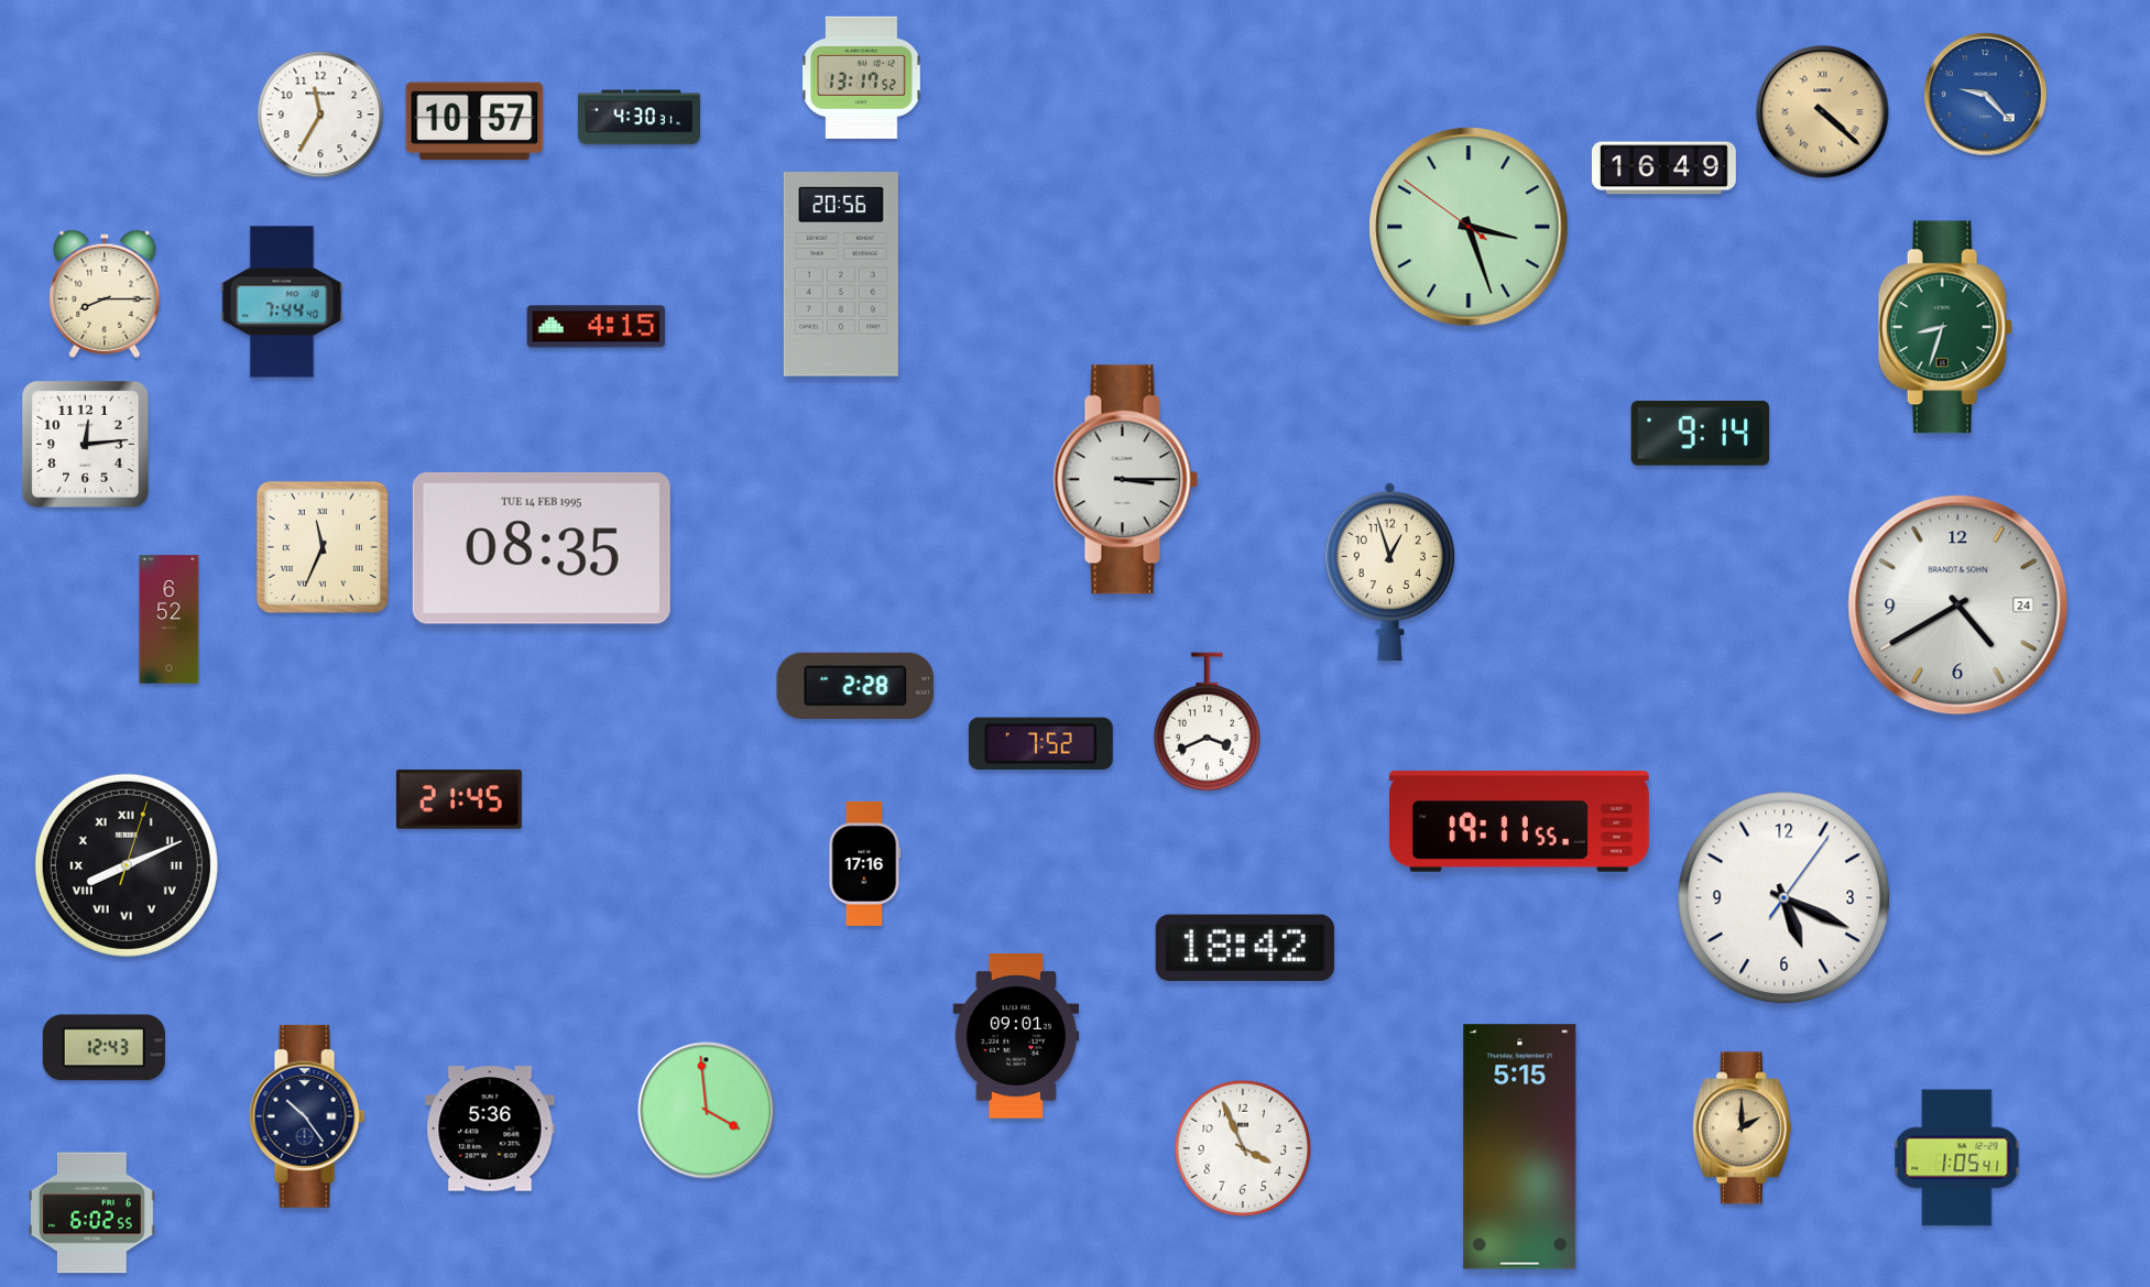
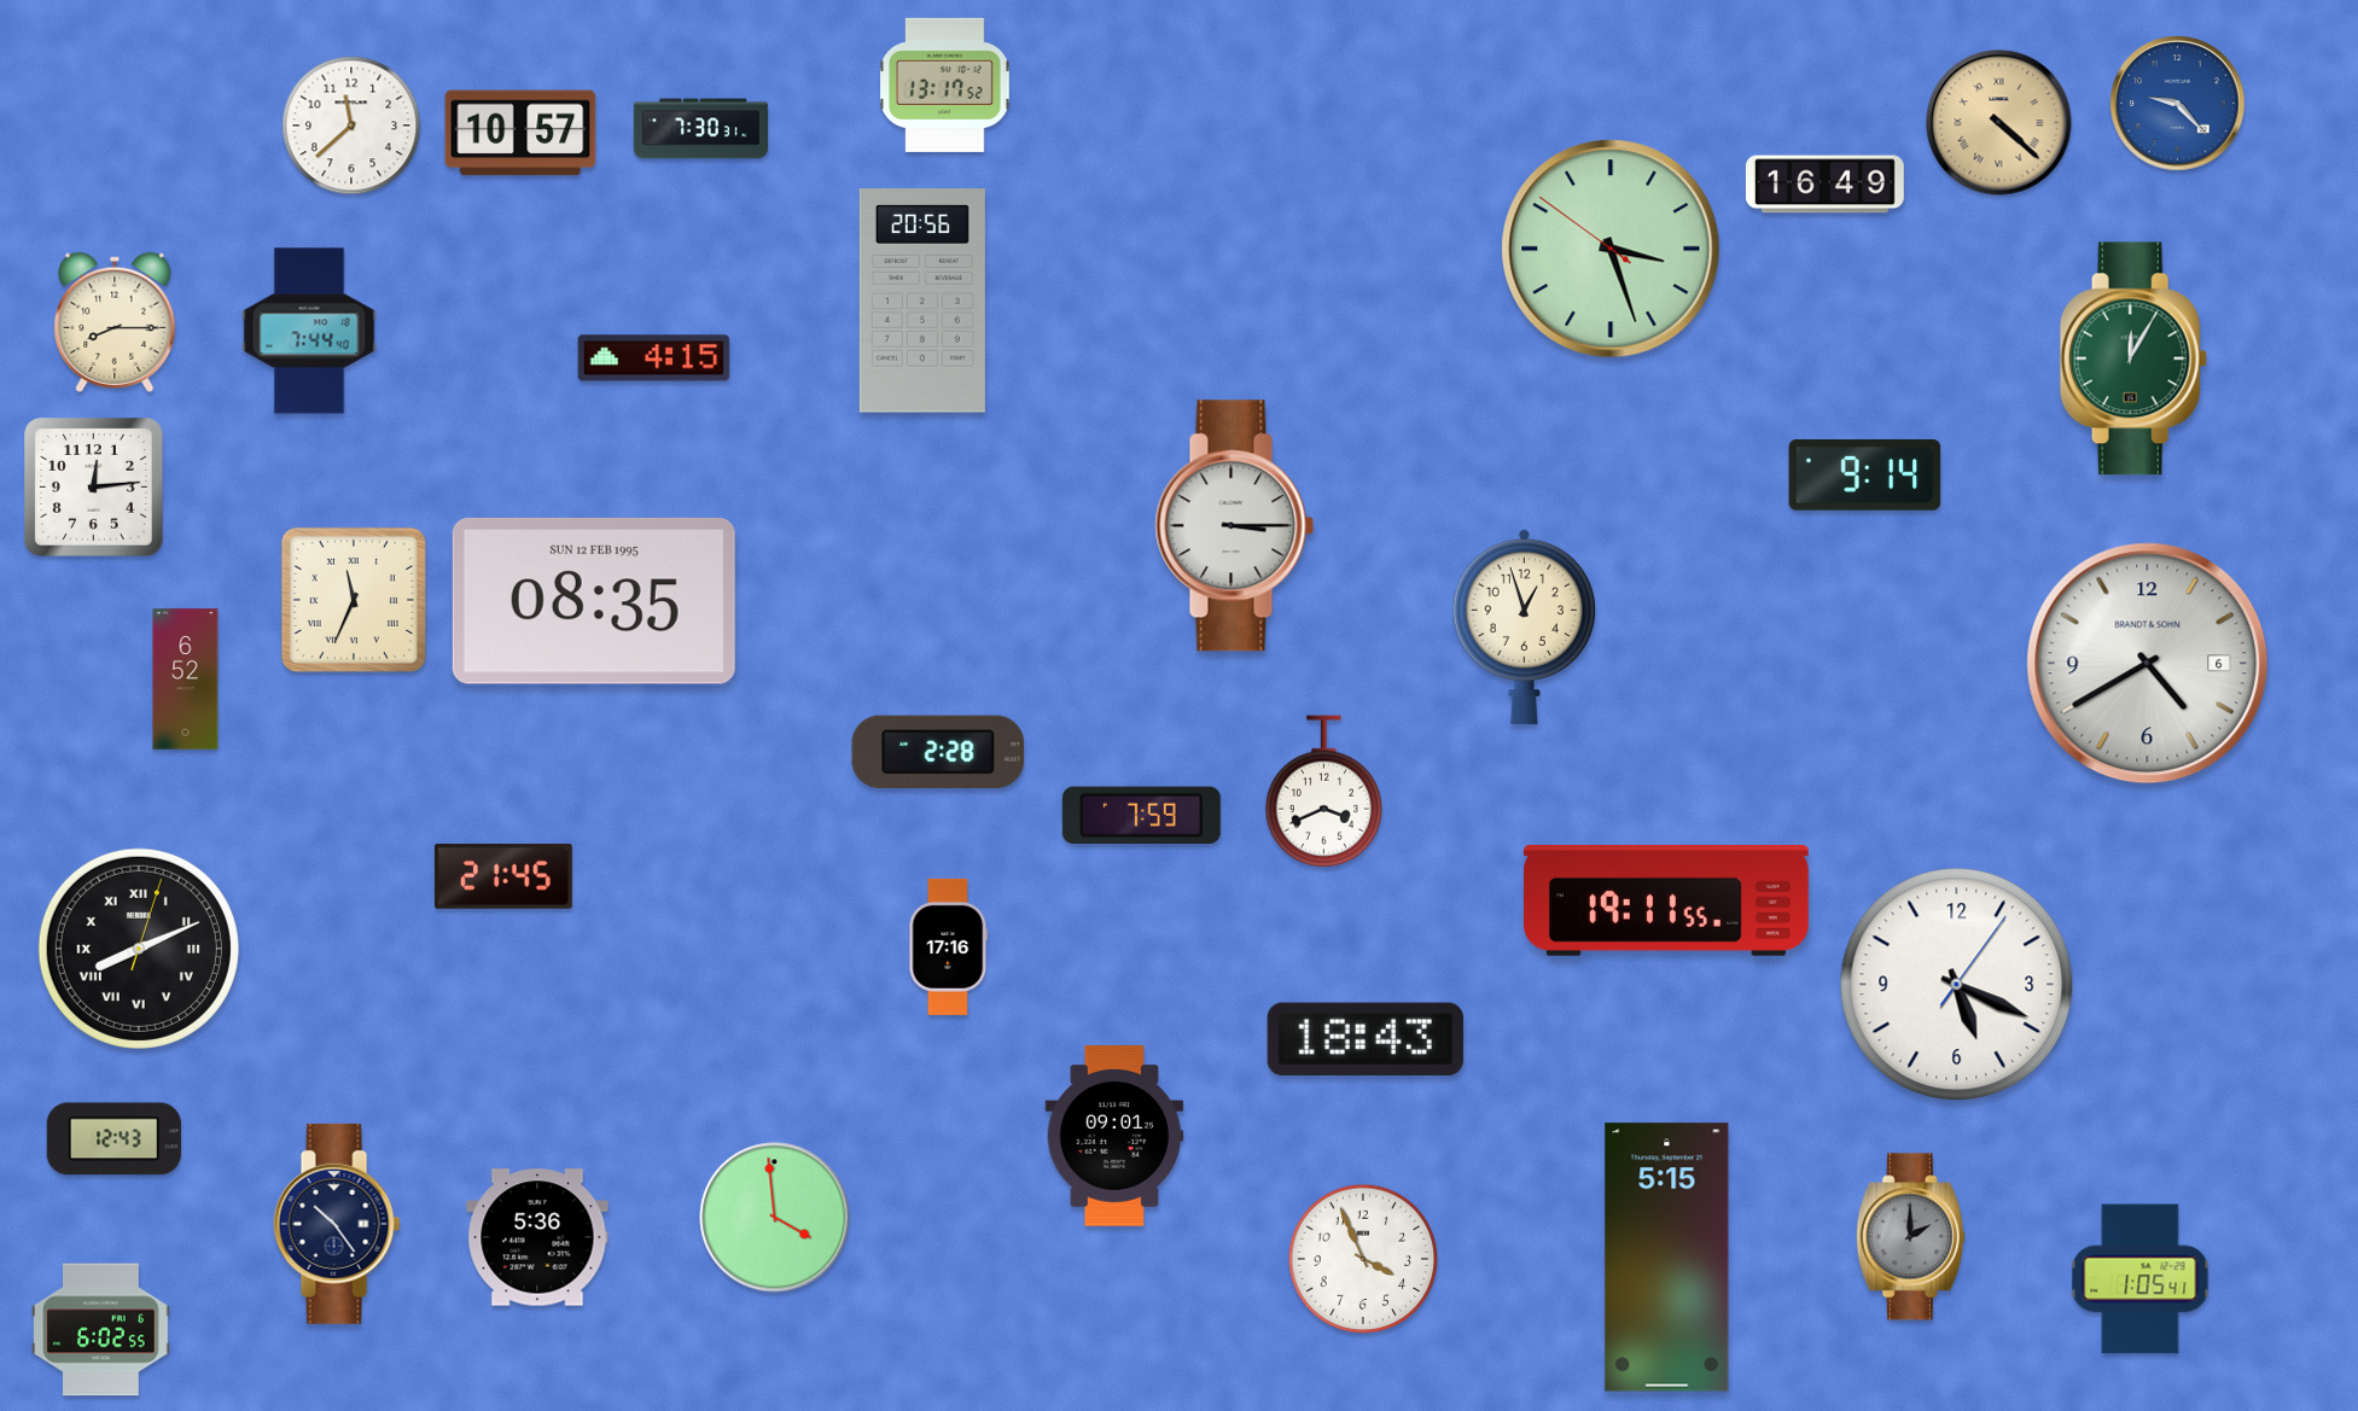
clock at (320, 114): 11:35 -> 11:38
clock at (639, 118): 4:30 -> 7:30
clock at (1945, 327): 8:33 -> 12:05
clock at (542, 548) date: TUE 14 FEB 1995 -> SUN 12 FEB 1995
clock at (1958, 606) date: 24 -> 6
clock at (1040, 744): 7:52 -> 7:59
clock at (1245, 947): 18:42 -> 18:43
clock at (103, 1048) position: (103, 1048) -> (113, 1139)
clock at (1742, 1128) dial: champagne -> grey
clock at (1957, 1158) position: (1957, 1158) -> (2141, 1279)
